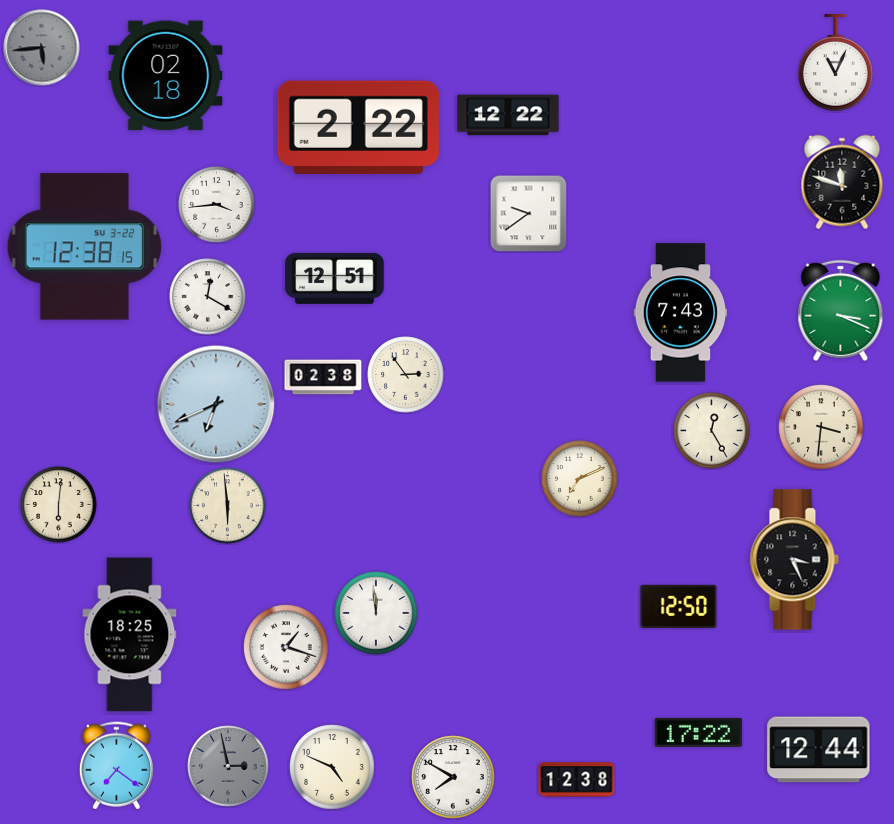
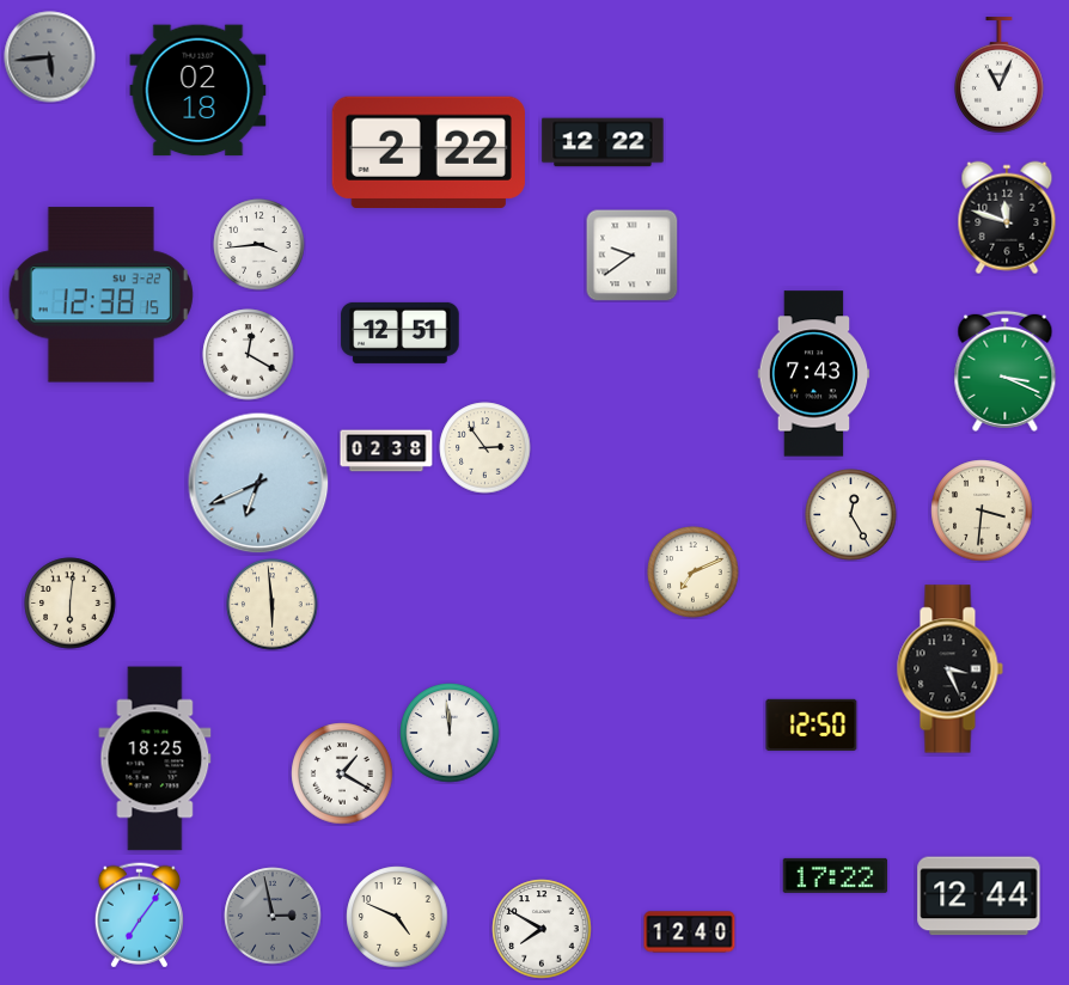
clock at (508, 115) position: (508, 115) -> (603, 142)
clock at (286, 647): 1:18 -> 1:20
clock at (116, 766): 7:21 -> 7:06
clock at (577, 780): 12:38 -> 12:40
